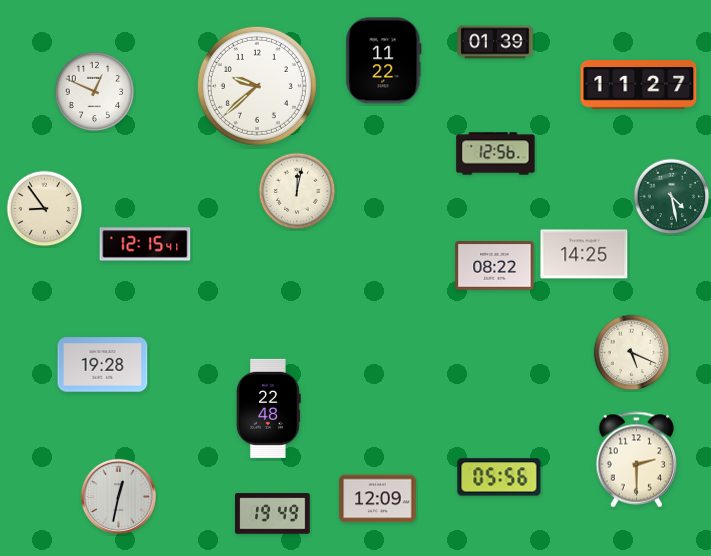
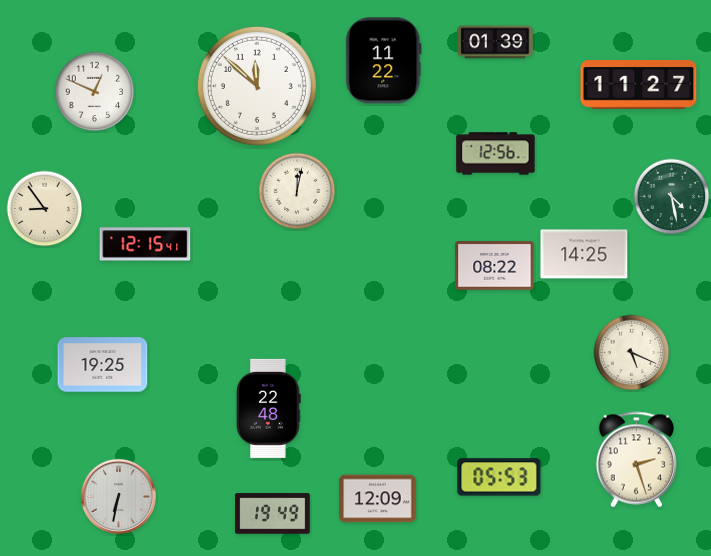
clock at (257, 86): 9:38 -> 11:52
clock at (103, 365): 19:28 -> 19:25
clock at (636, 460): 2:30 -> 2:27
clock at (499, 477): 05:56 -> 05:53
clock at (118, 496): 12:32 -> 6:32
